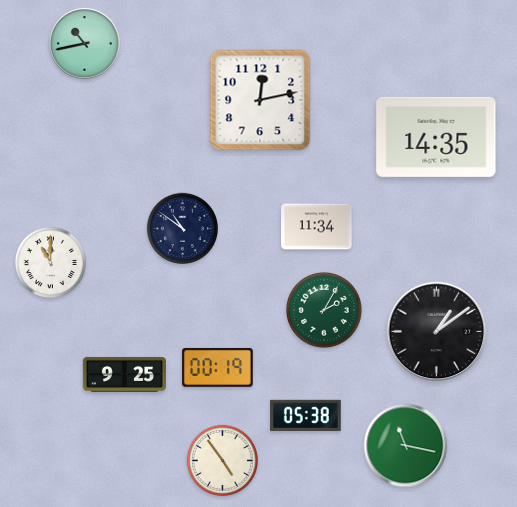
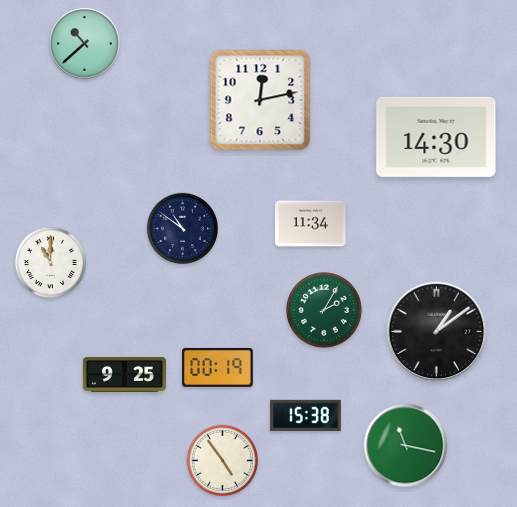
clock at (85, 44): 10:43 -> 10:38
clock at (436, 137): 14:35 -> 14:30
clock at (317, 227) position: (317, 227) -> (311, 224)
clock at (306, 415): 05:38 -> 15:38
